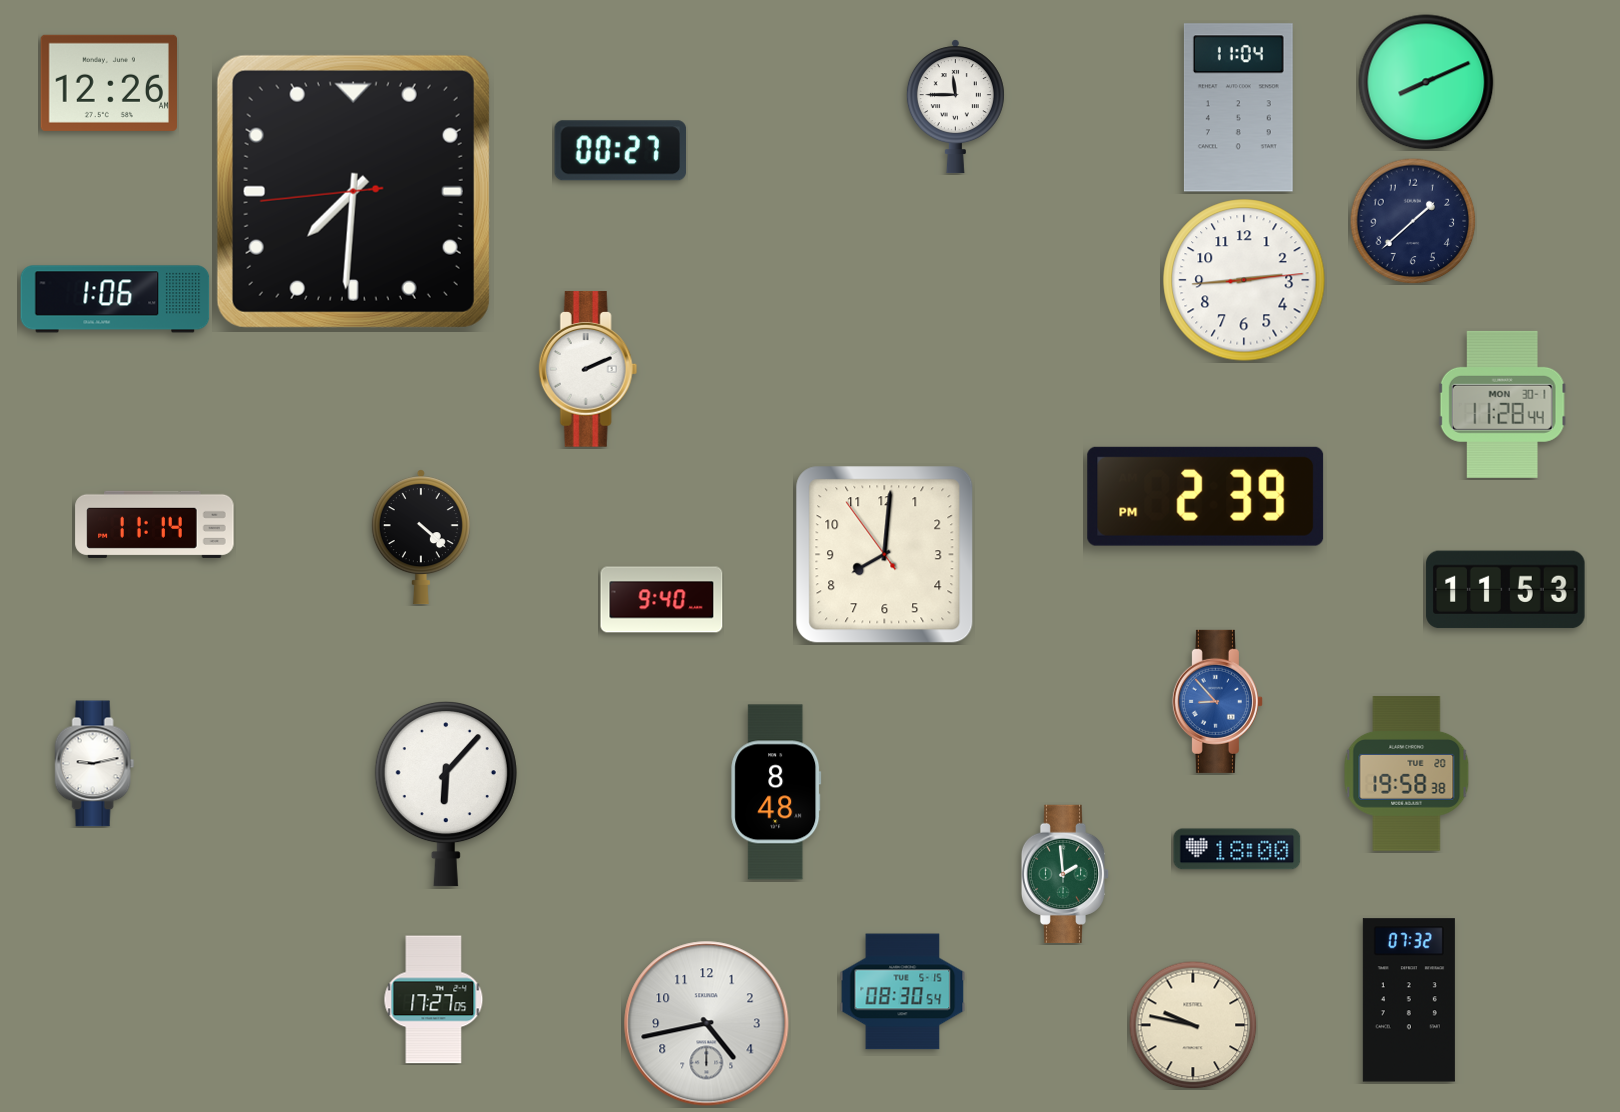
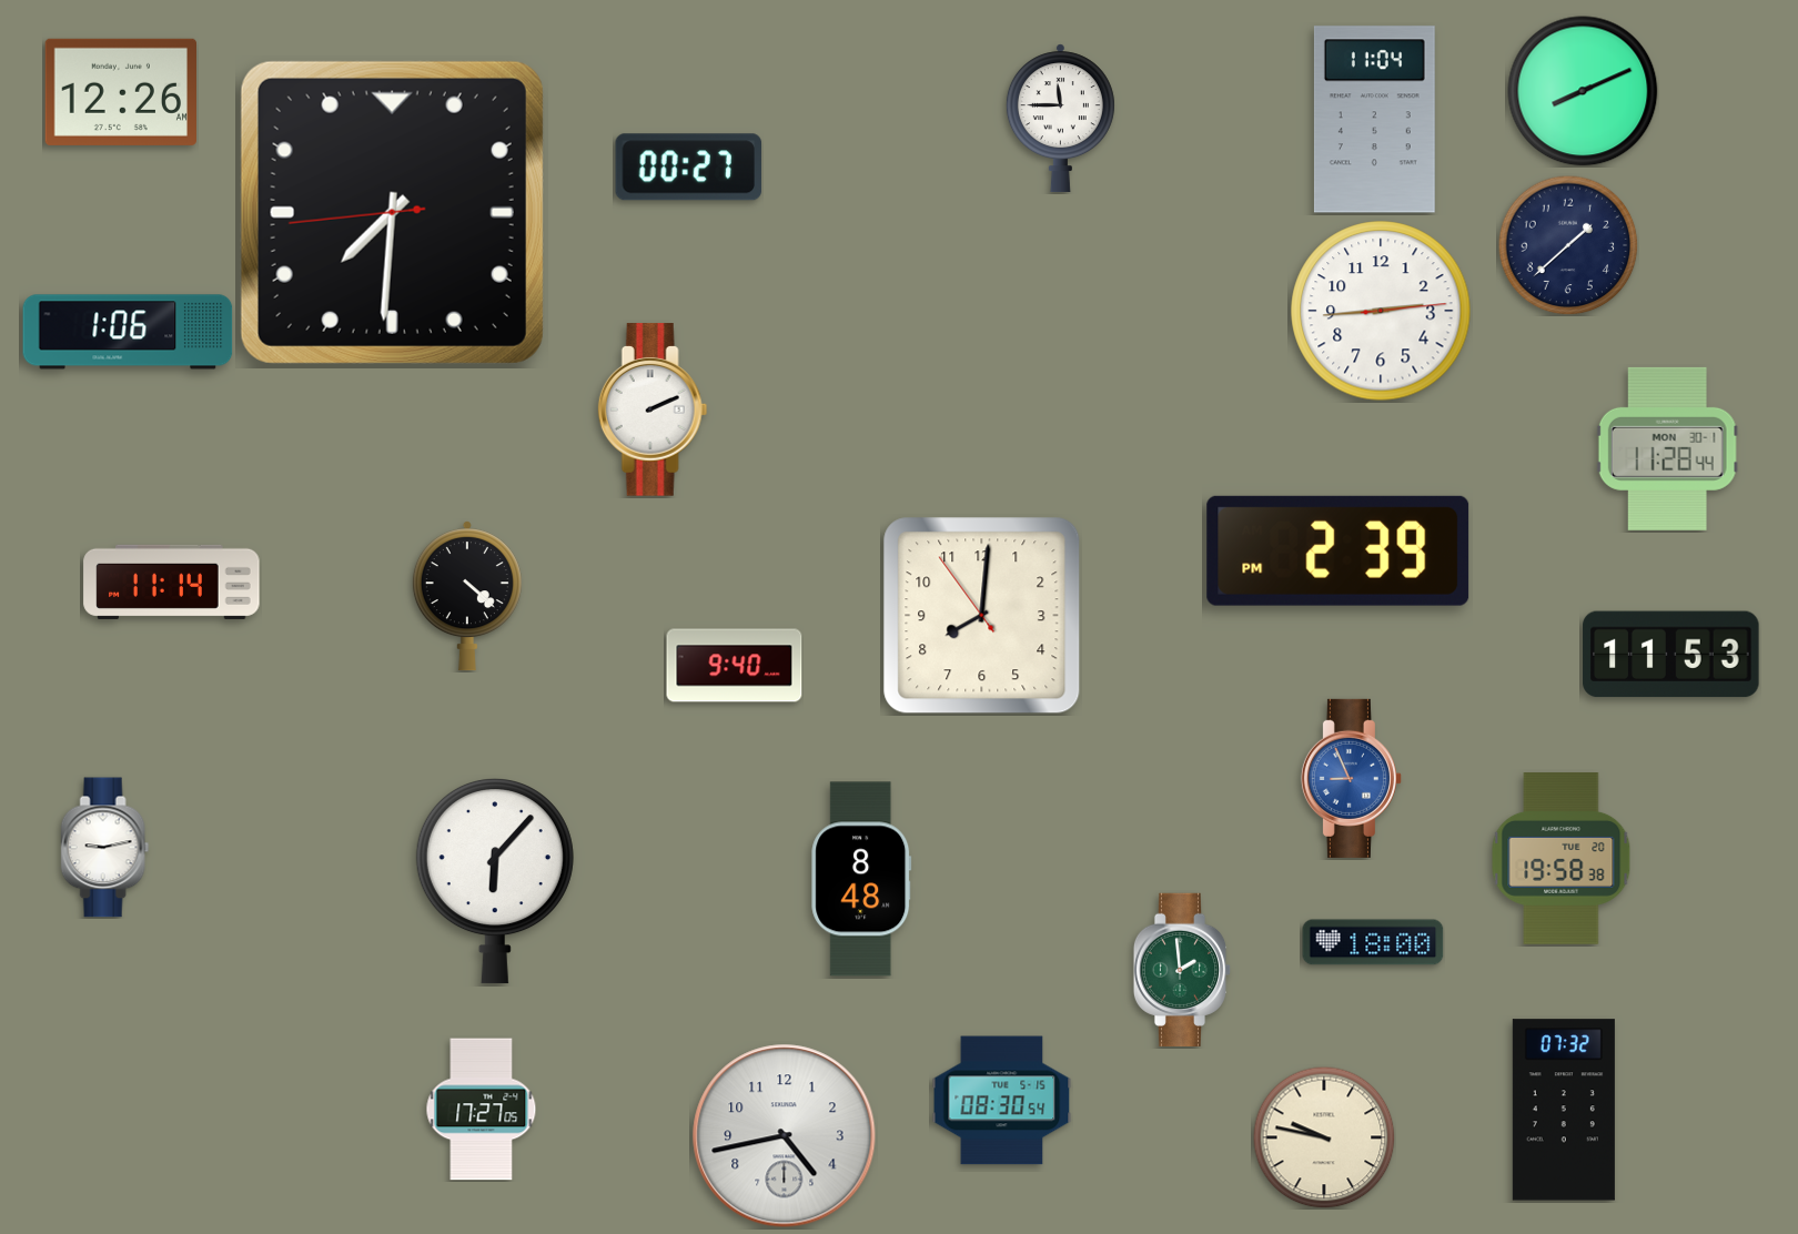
clock at (1217, 701): 8:53 -> 8:56
